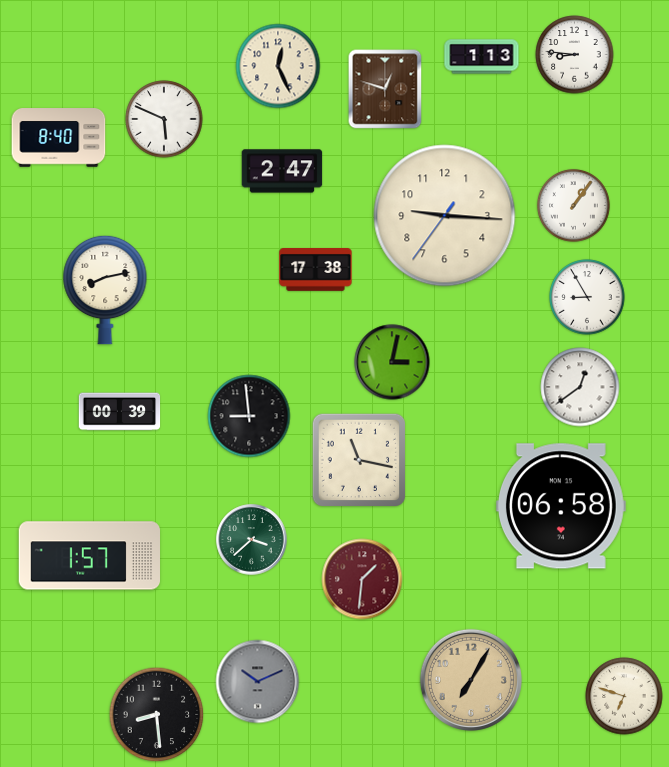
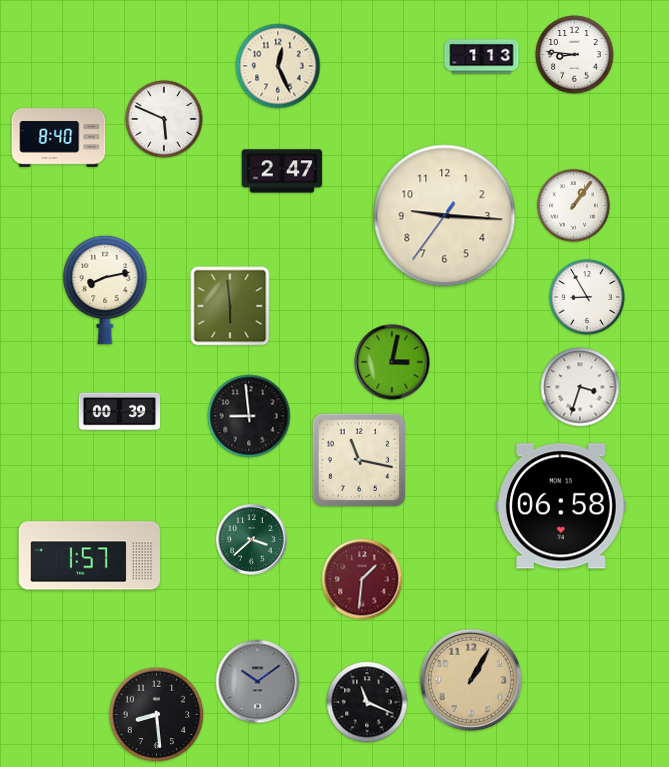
clock at (385, 89): 12:48 -> none
clock at (316, 270): 17:38 -> none
clock at (230, 306): none -> 5:59
clock at (580, 387): 12:39 -> 3:33
clock at (471, 680): 7:05 -> 1:05
clock at (258, 682): 10:11 -> 10:09
clock at (624, 696): 6:48 -> none
clock at (367, 702): none -> 11:19
